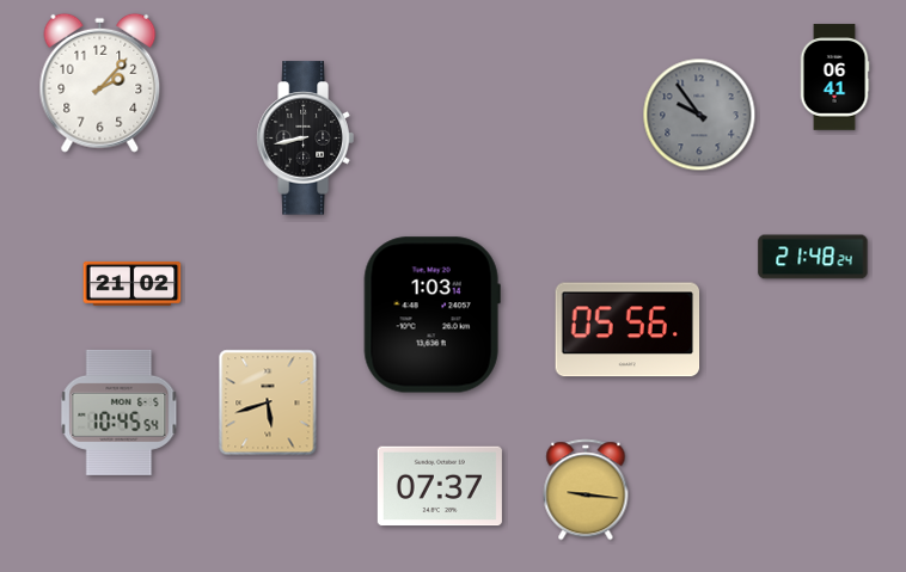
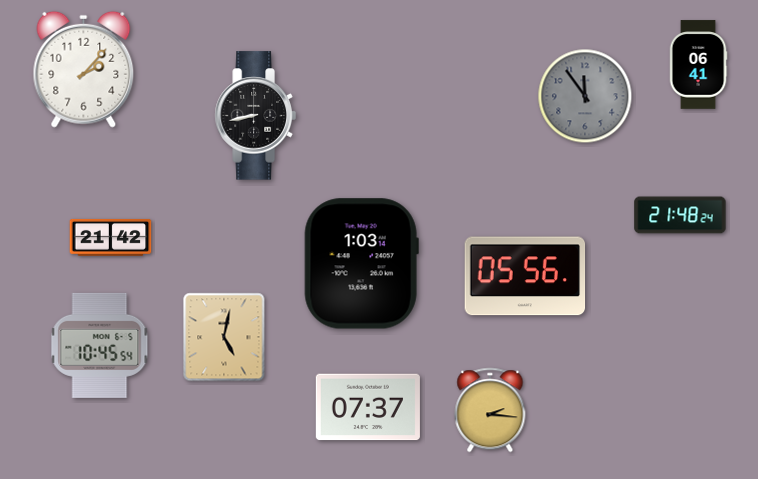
clock at (699, 115): 9:54 -> 11:54
clock at (133, 283): 21:02 -> 21:42
clock at (268, 402): 5:42 -> 5:02
clock at (586, 490): 9:16 -> 2:16
